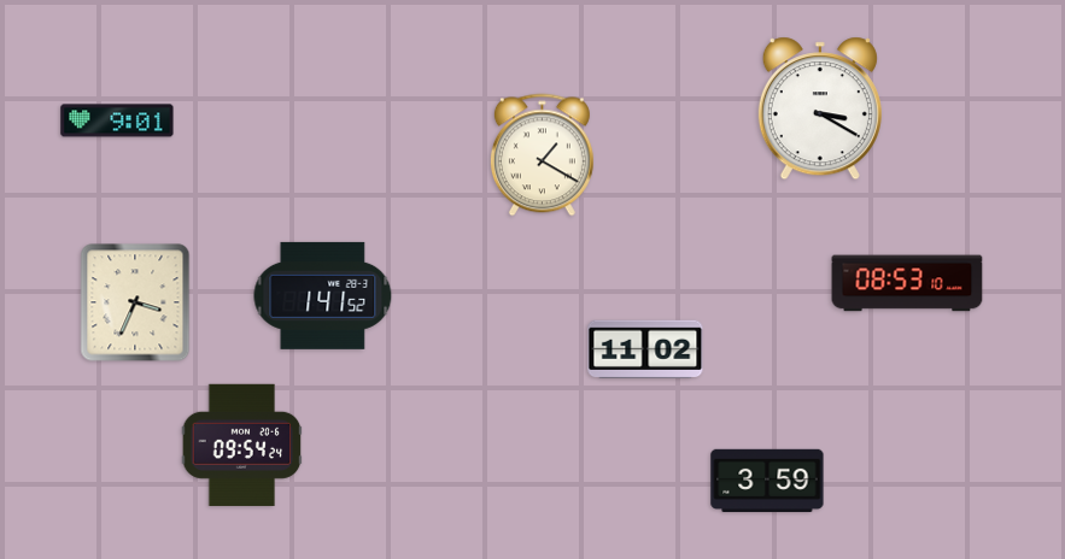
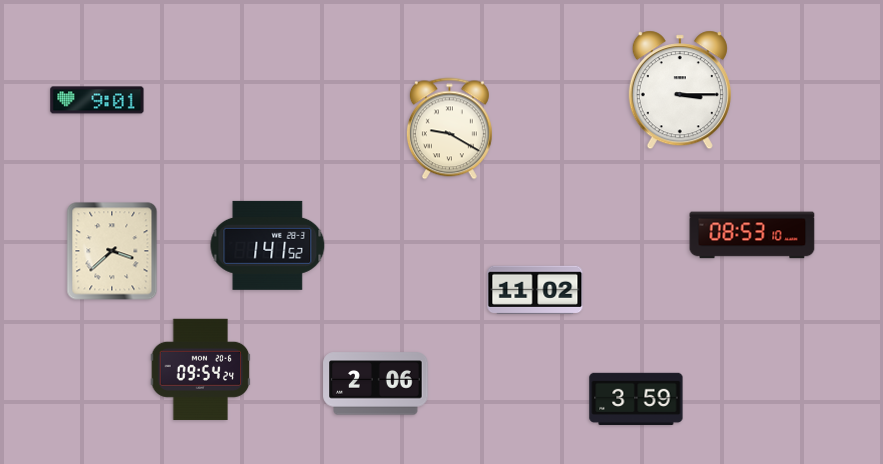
clock at (820, 108): 3:20 -> 3:15
clock at (542, 155): 1:20 -> 9:20
clock at (135, 302): 3:34 -> 3:38
clock at (376, 384): none -> 2:06
